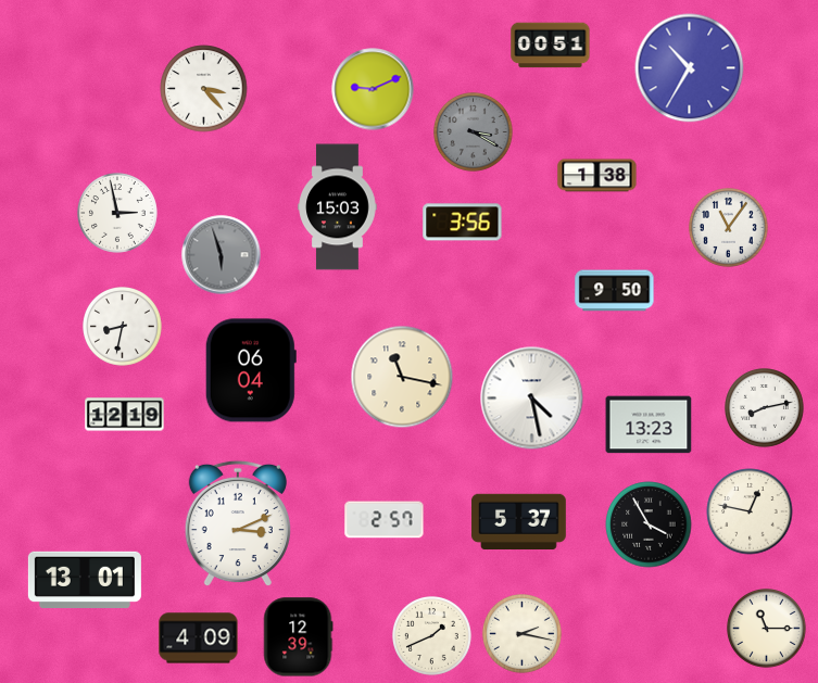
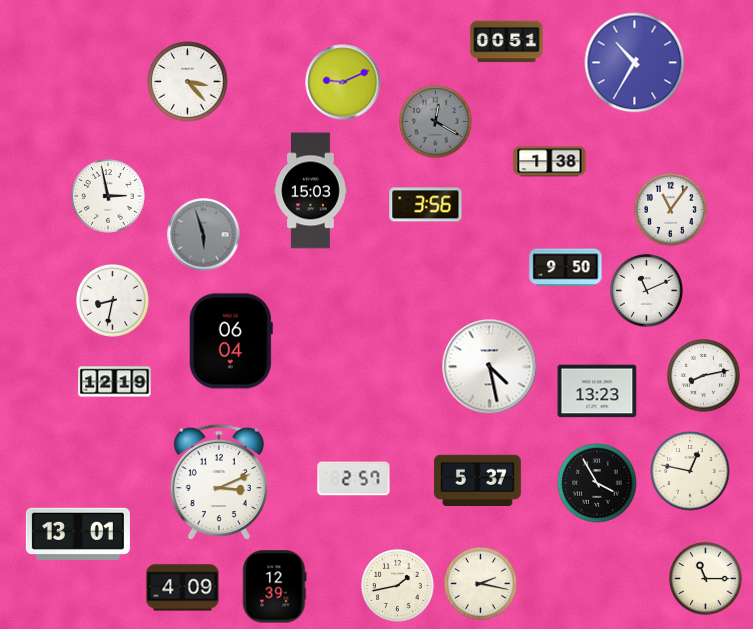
clock at (474, 132): 3:20 -> 12:20
clock at (647, 291): none -> 11:11
clock at (402, 377): 11:17 -> none
clock at (432, 636): 1:41 -> 1:43
